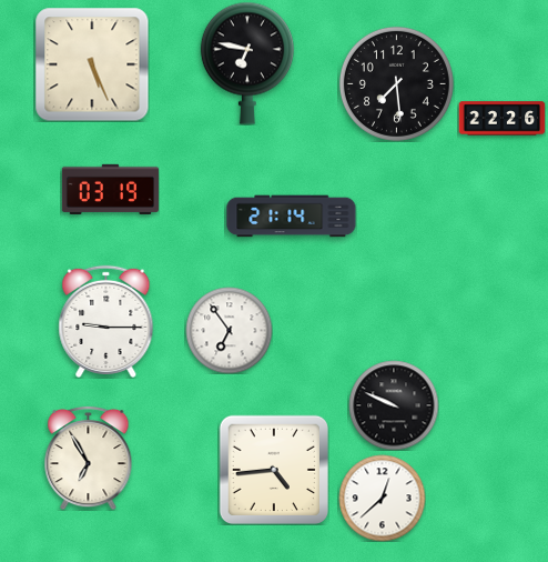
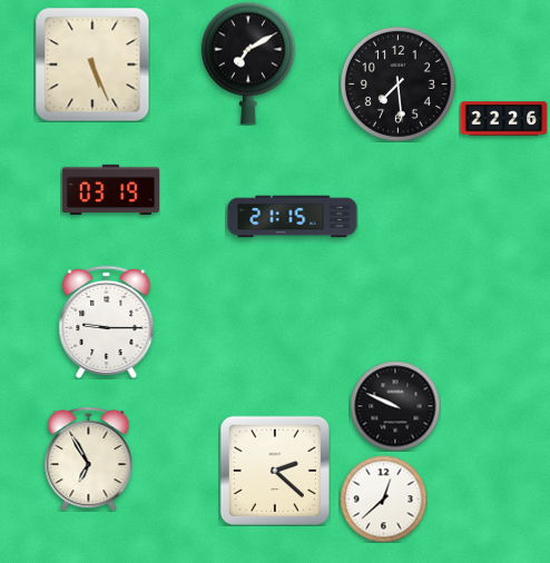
clock at (247, 63): 6:47 -> 7:10
clock at (292, 217): 21:14 -> 21:15
clock at (229, 330): 6:54 -> none
clock at (273, 469): 4:44 -> 2:22
